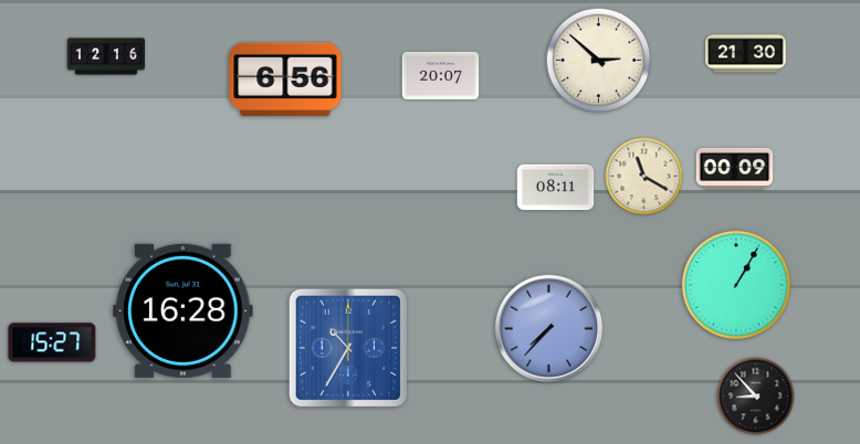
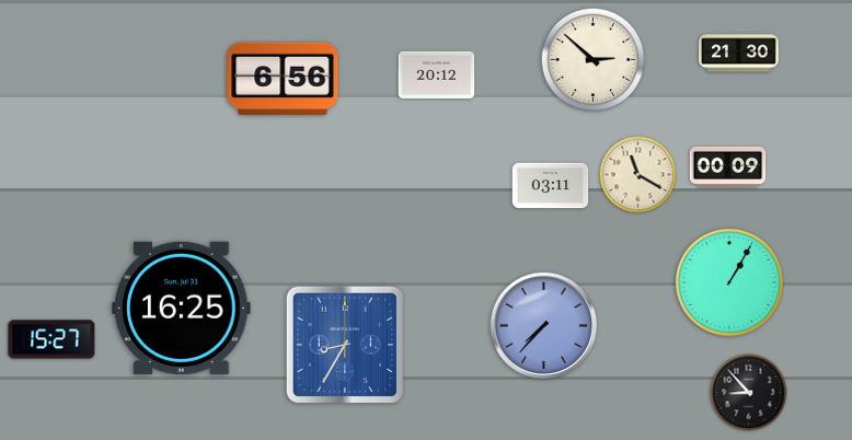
clock at (106, 56): 12:16 -> none
clock at (441, 75): 20:07 -> 20:12
clock at (556, 188): 08:11 -> 03:11
clock at (183, 310): 16:28 -> 16:25
clock at (347, 347): 10:35 -> 8:35
